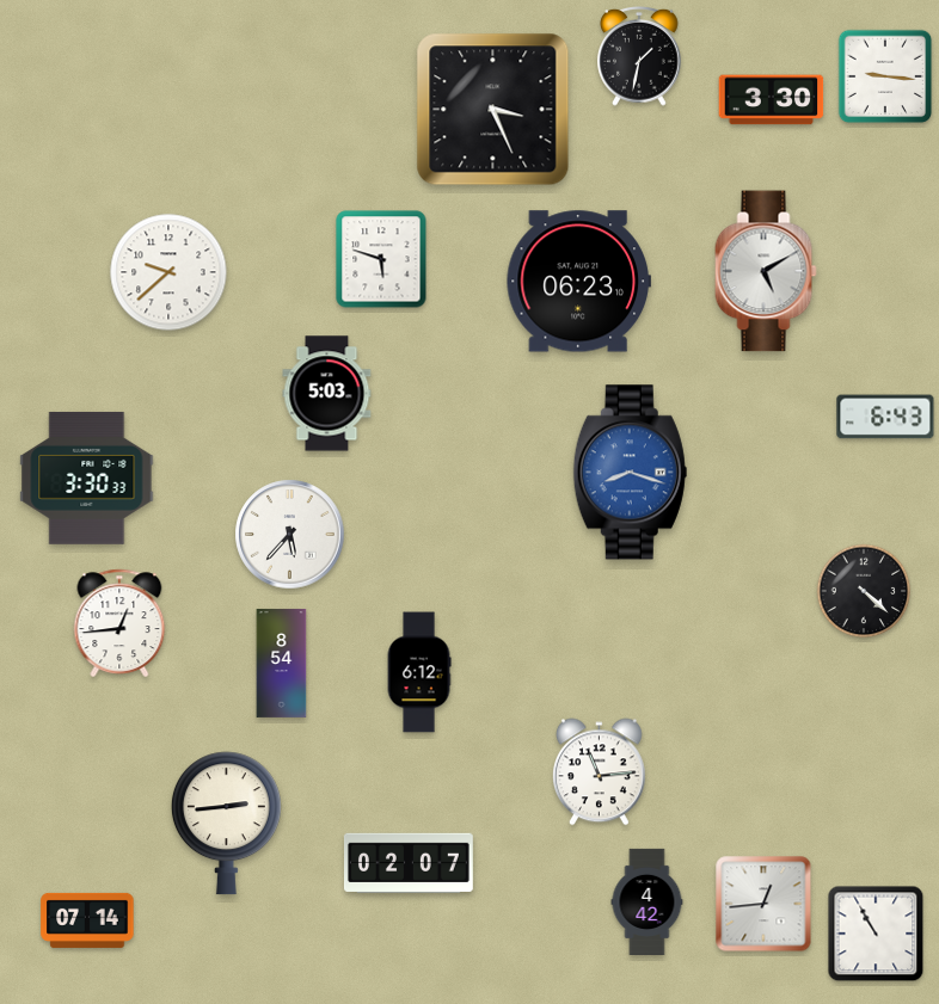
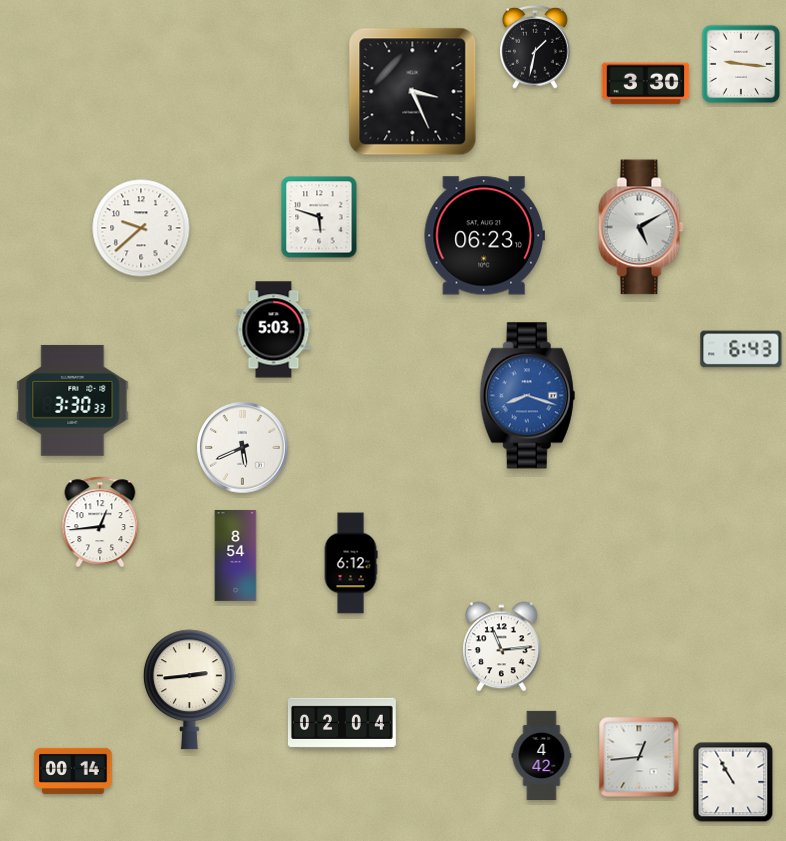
clock at (290, 535): 5:37 -> 5:41
clock at (864, 591): 4:22 -> none
clock at (409, 862): 02:07 -> 02:04
clock at (87, 920): 07:14 -> 00:14
